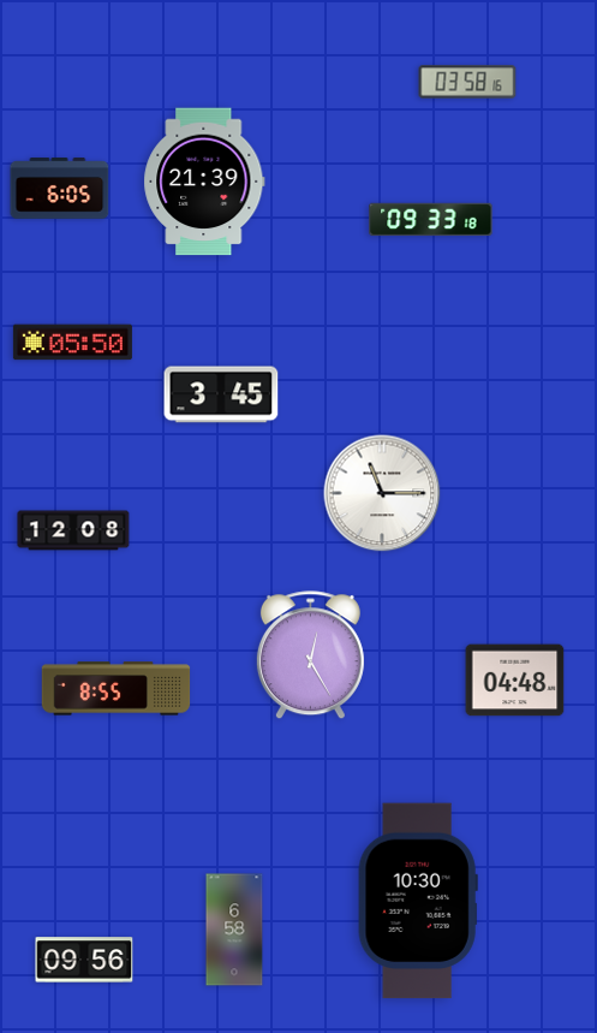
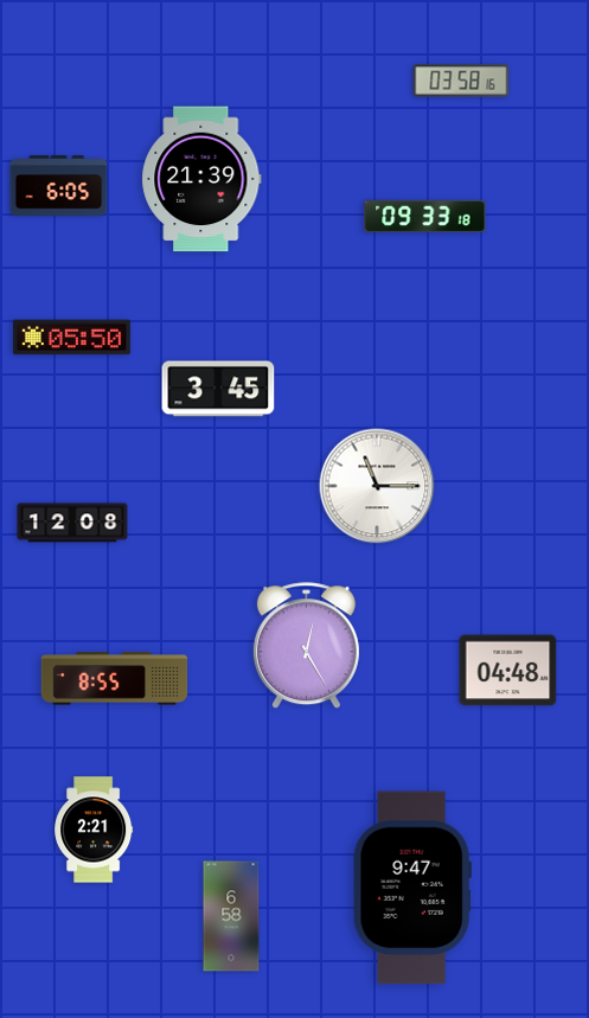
clock at (94, 830): none -> 2:21
clock at (418, 901): 10:30 -> 9:47
clock at (84, 960): 09:56 -> none
